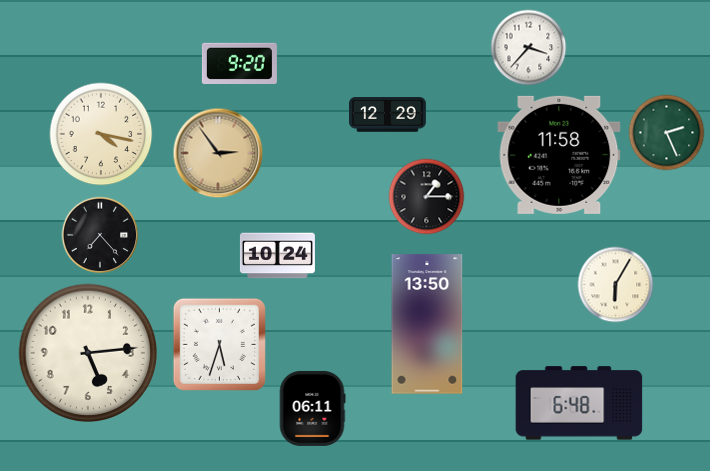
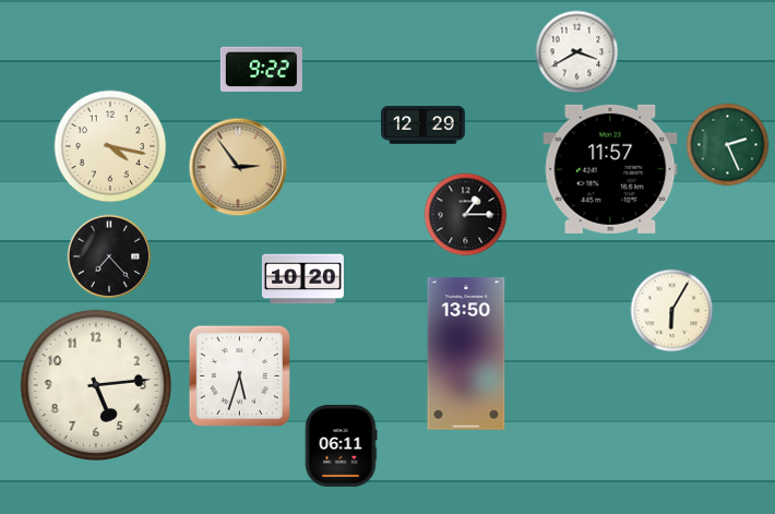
clock at (529, 48): 3:37 -> 3:40
clock at (239, 63): 9:20 -> 9:22
clock at (559, 155): 11:58 -> 11:57
clock at (277, 256): 10:24 -> 10:20
clock at (579, 403): 6:48 -> none
